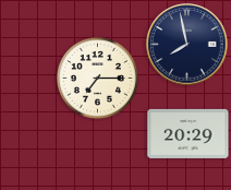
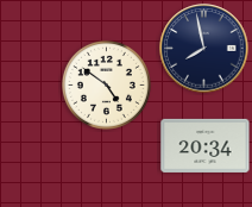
clock at (97, 78): 7:15 -> 4:51
clock at (189, 133): 20:29 -> 20:34
